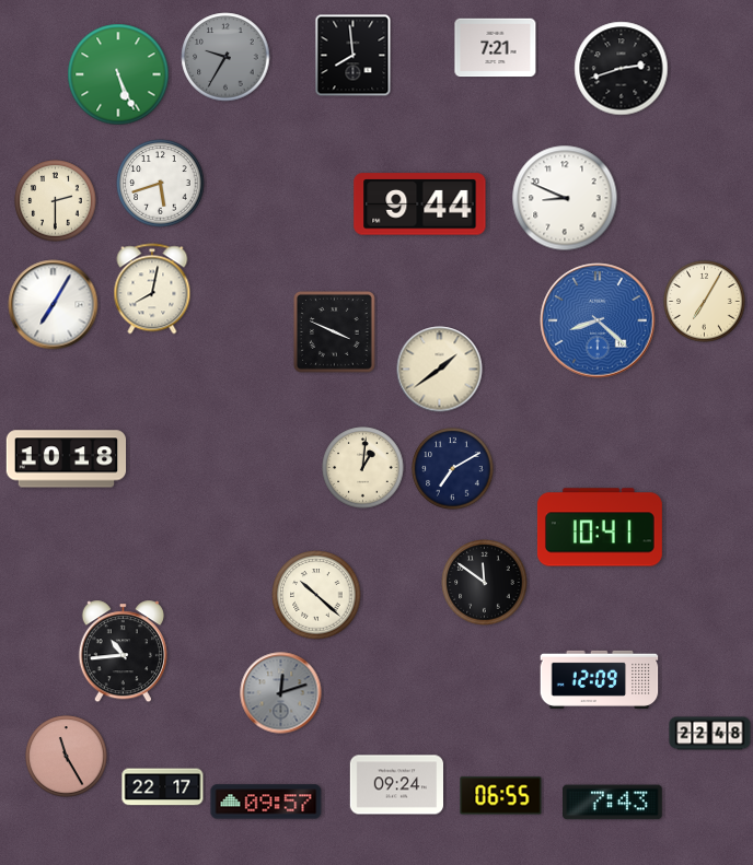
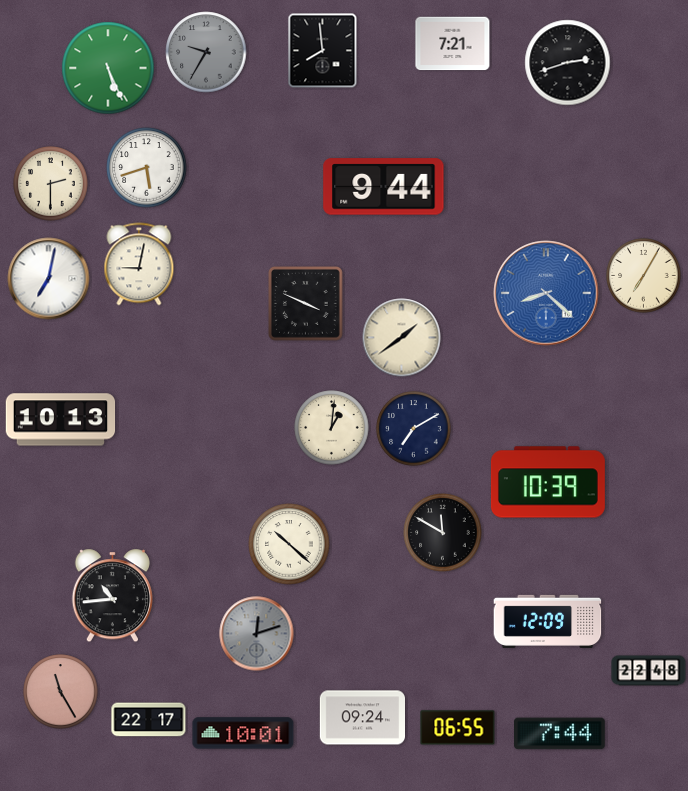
clock at (565, 198): 8:49 -> none
clock at (152, 289): 8:02 -> 9:02
clock at (54, 305): 7:05 -> 7:02
clock at (67, 459): 10:18 -> 10:13
clock at (600, 527): 10:41 -> 10:39
clock at (485, 583): 11:51 -> 11:50
clock at (266, 802): 09:57 -> 10:01
clock at (613, 803): 7:43 -> 7:44
